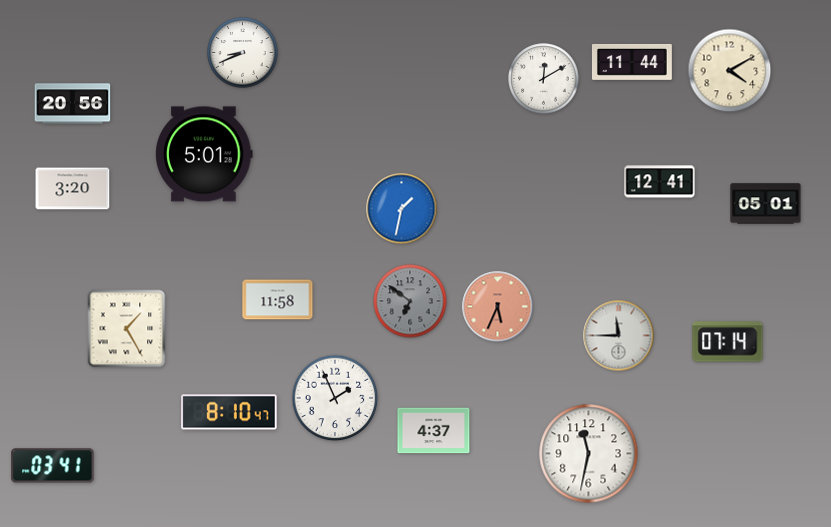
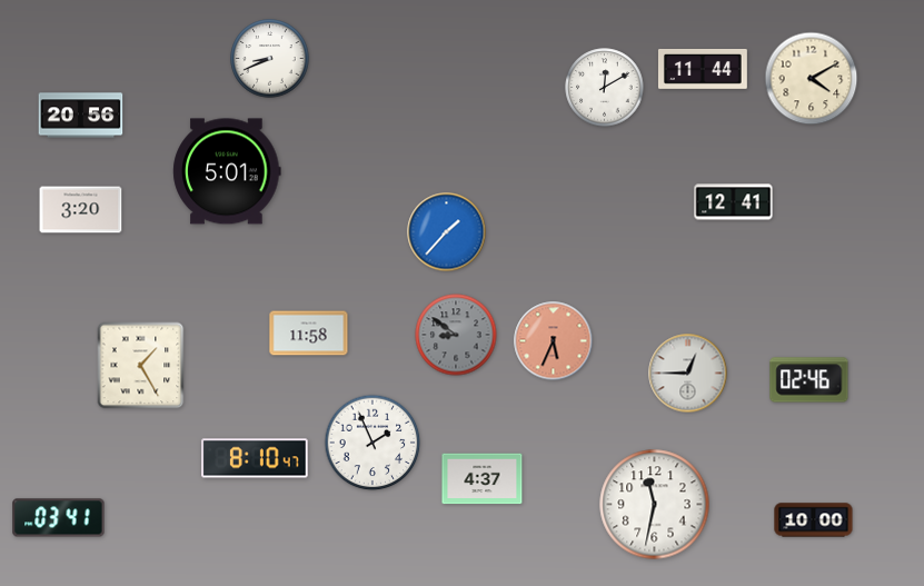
clock at (766, 204): 05:01 -> none
clock at (402, 209): 1:32 -> 1:37
clock at (410, 301): 6:51 -> 8:51
clock at (619, 336): 11:45 -> 12:45
clock at (728, 342): 07:14 -> 02:46
clock at (814, 520): none -> 10:00
